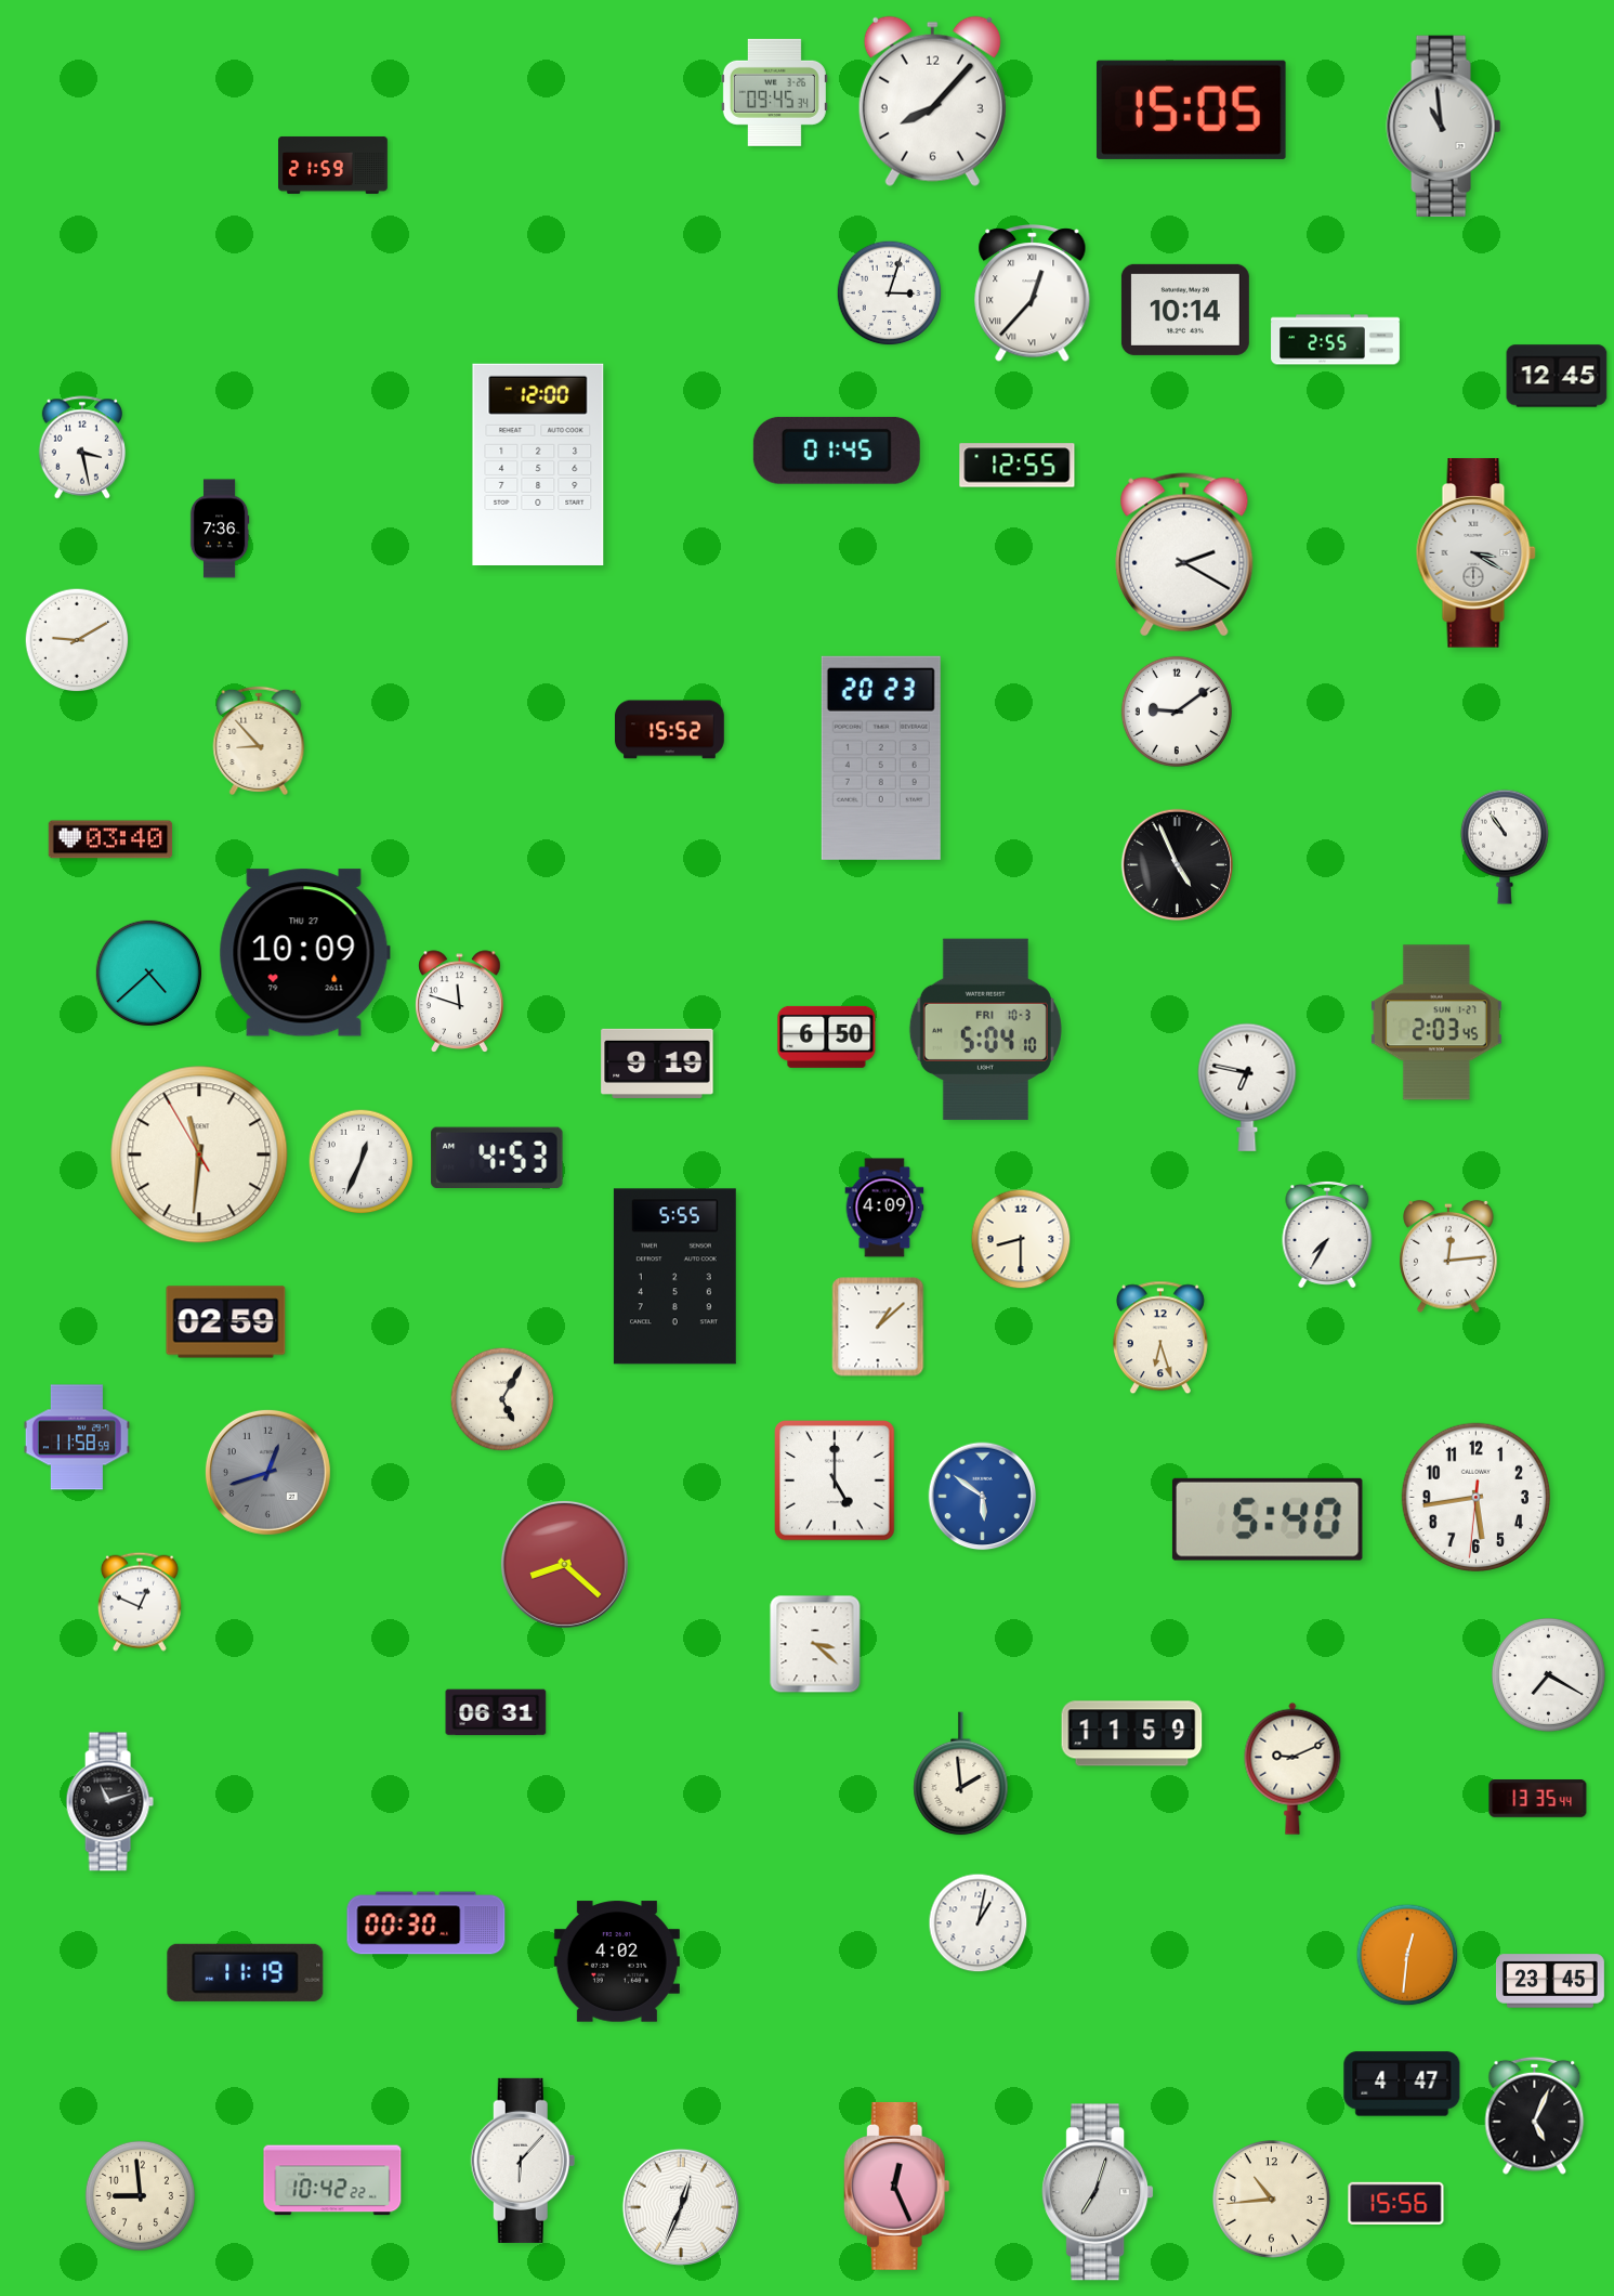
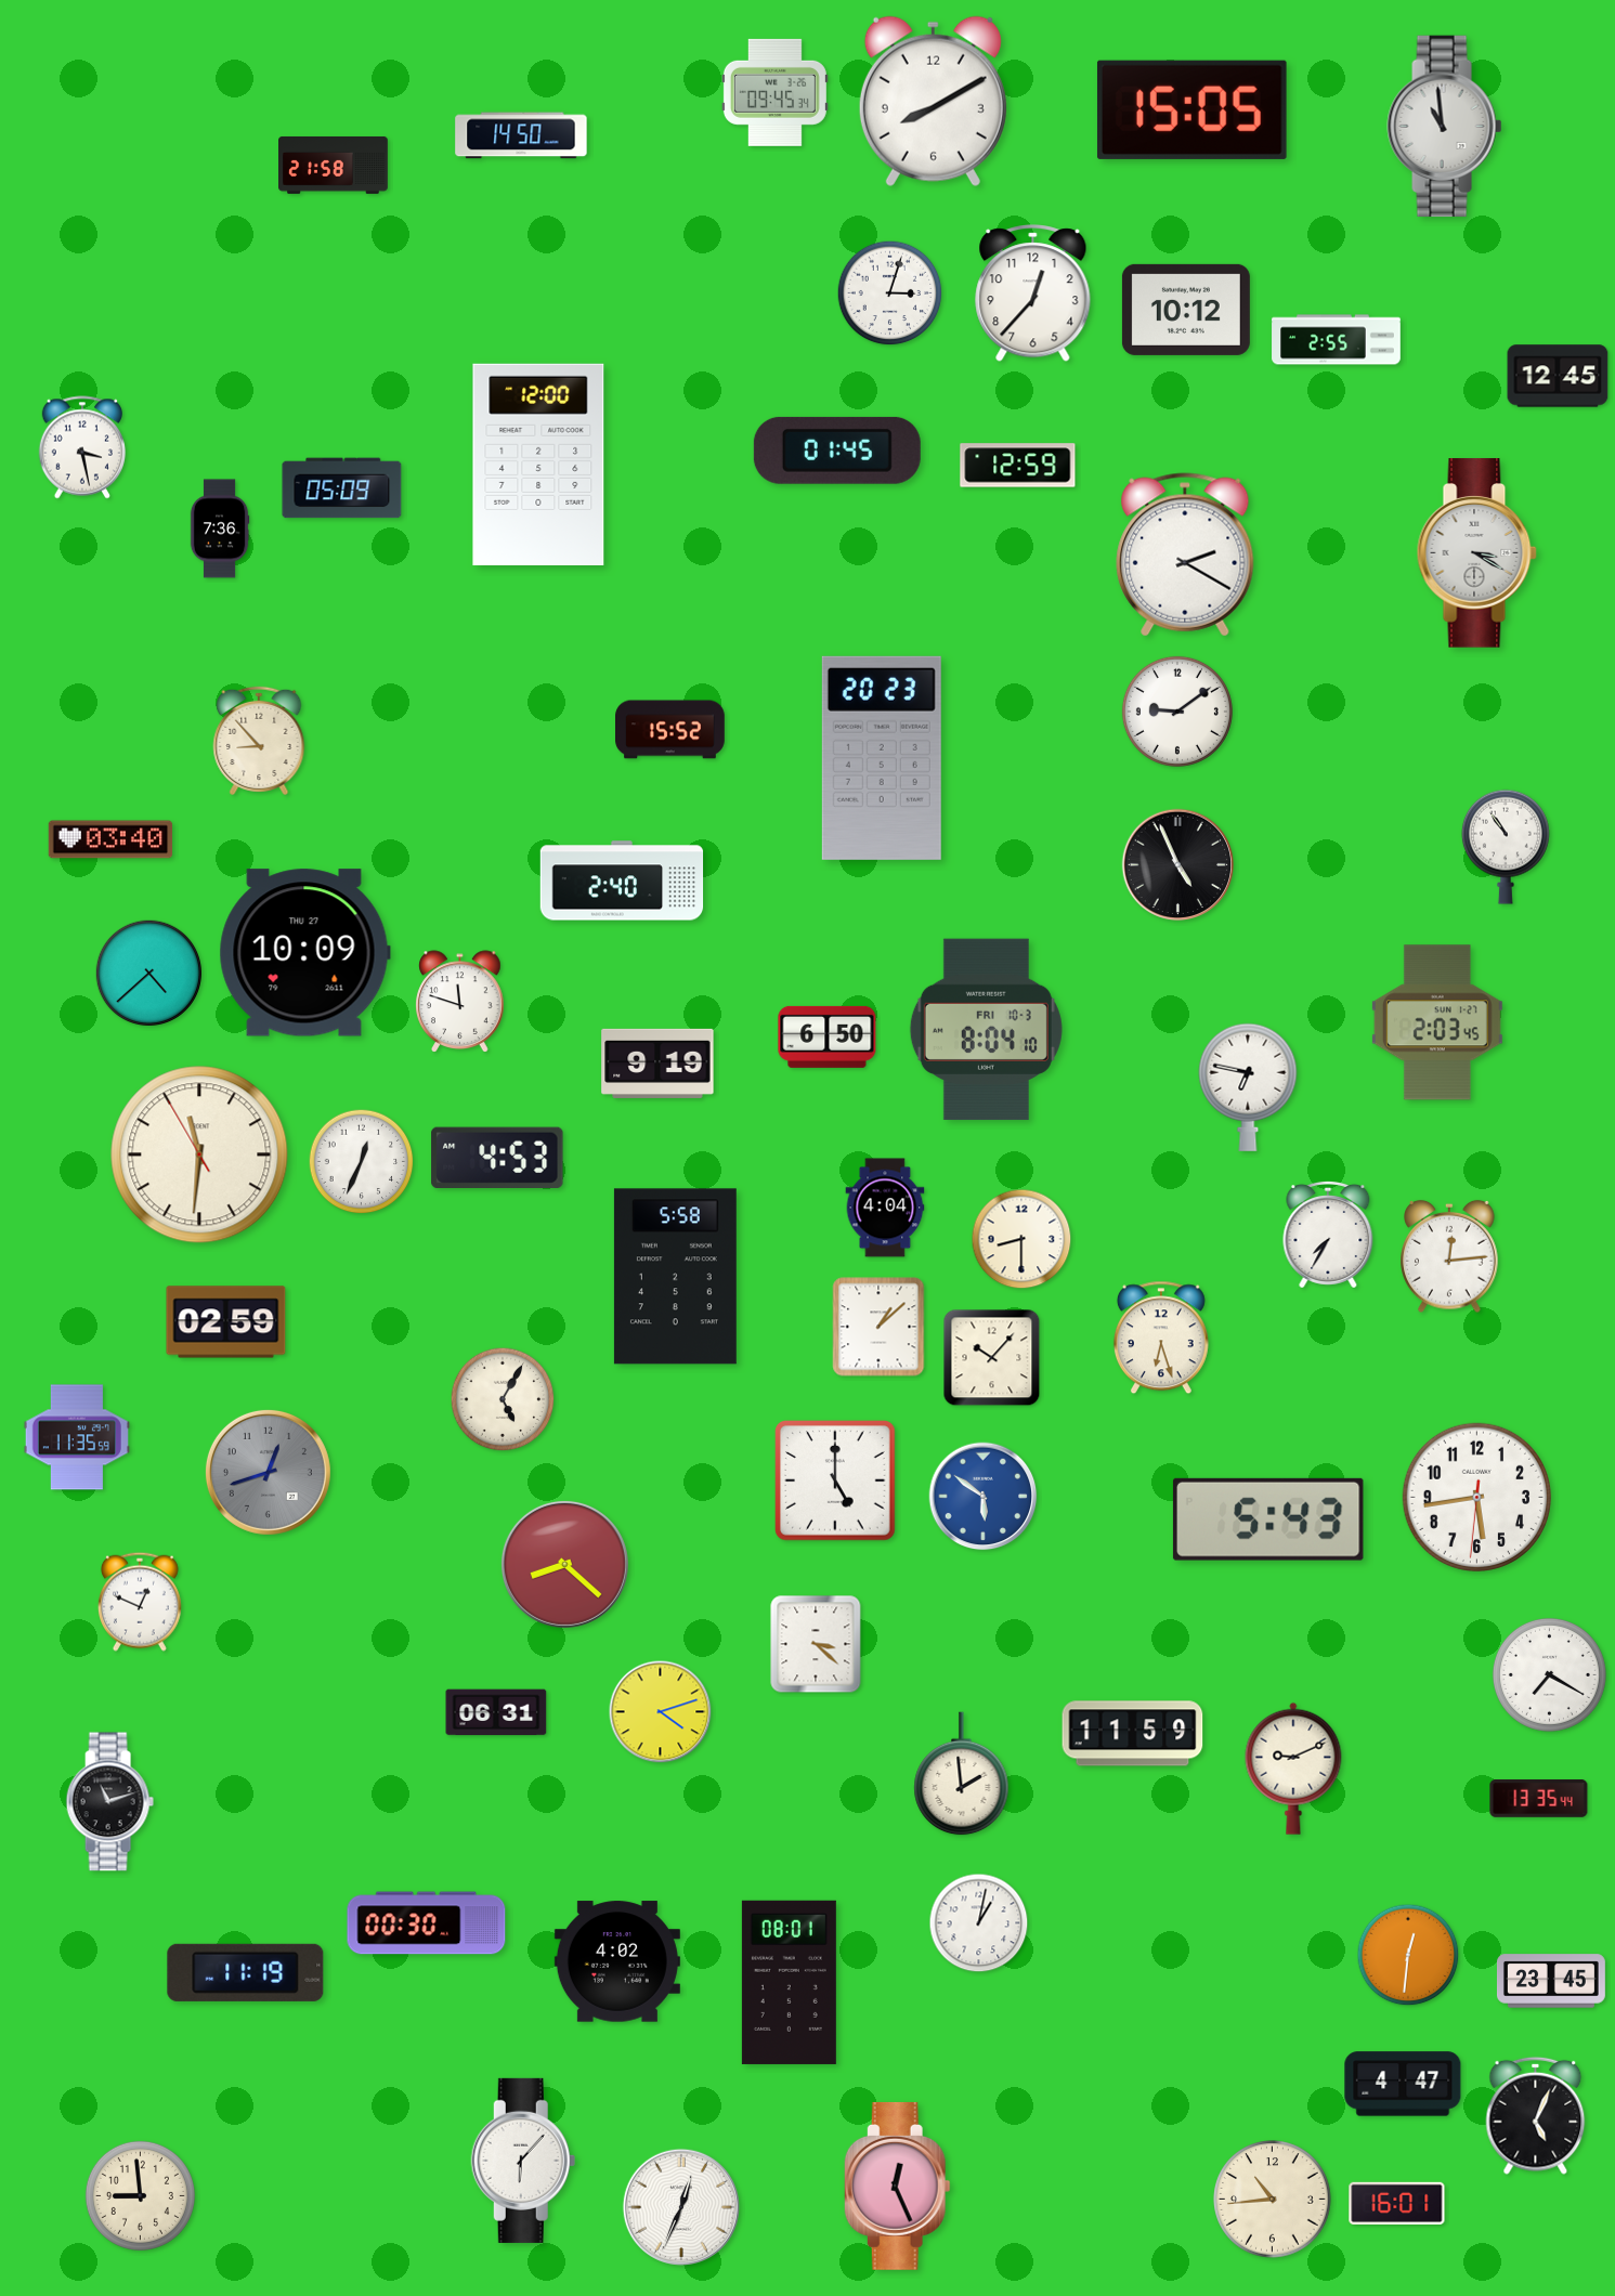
clock at (932, 101): 8:07 -> 8:10
clock at (521, 135): none -> 14:50
clock at (333, 165): 21:59 -> 21:58
clock at (1033, 293) numerals: Roman -> Arabic
clock at (1185, 310): 10:14 -> 10:12
clock at (1018, 466): 12:55 -> 12:59
clock at (342, 488): none -> 05:09
clock at (77, 640): 9:10 -> none
clock at (622, 880): none -> 2:40
clock at (985, 1030): 5:04 -> 8:04
clock at (884, 1208): 4:09 -> 4:04
clock at (674, 1277): 5:55 -> 5:58
clock at (992, 1358): none -> 10:07
clock at (77, 1437): 11:58 -> 11:35
clock at (1268, 1519): 5:40 -> 5:43
clock at (661, 1712): none -> 4:12
clock at (789, 1982): none -> 08:01
clock at (332, 2180): 10:42 -> none
clock at (1098, 2192): 7:03 -> none
clock at (1396, 2203): 15:56 -> 16:01
